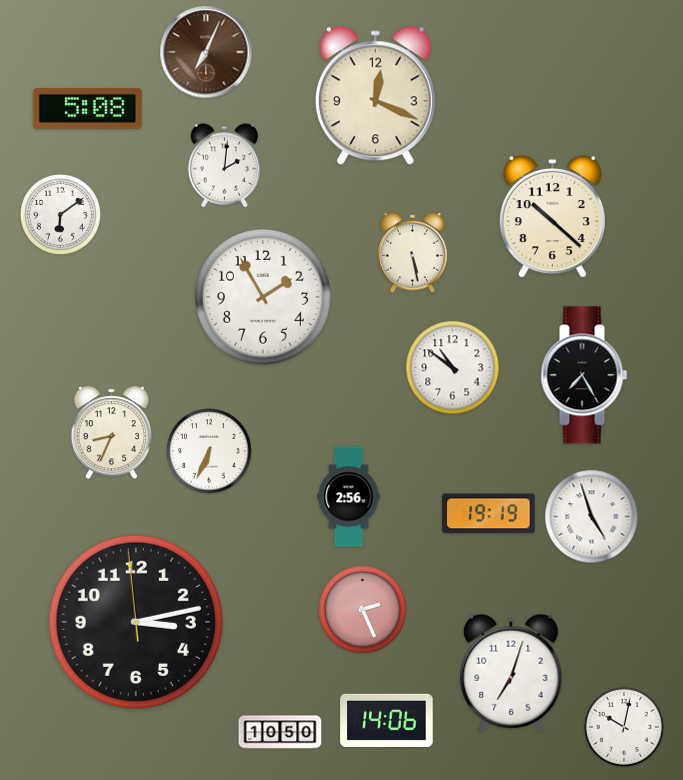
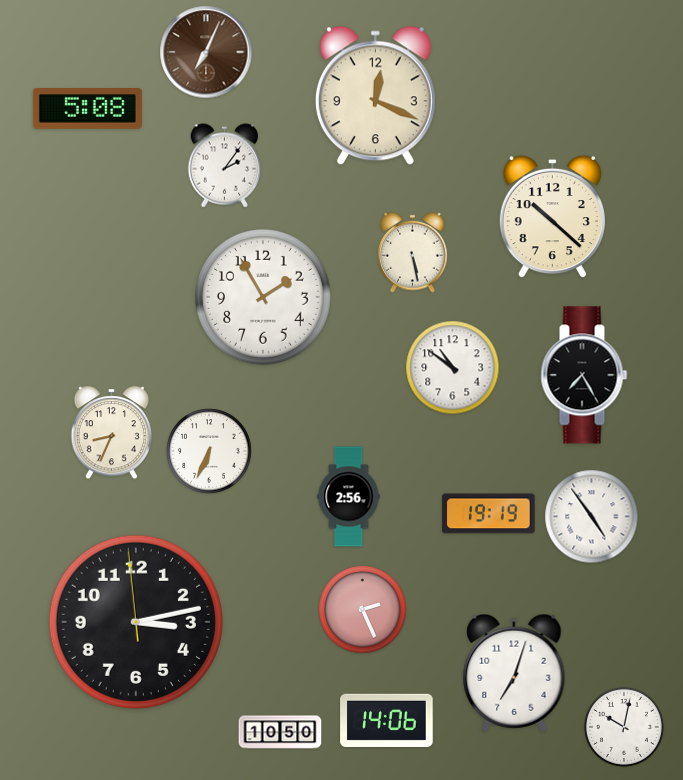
clock at (225, 166): 2:01 -> 2:06
clock at (60, 214): 6:09 -> none
clock at (592, 517): 4:57 -> 4:54
clock at (511, 673) position: (511, 673) -> (514, 673)
